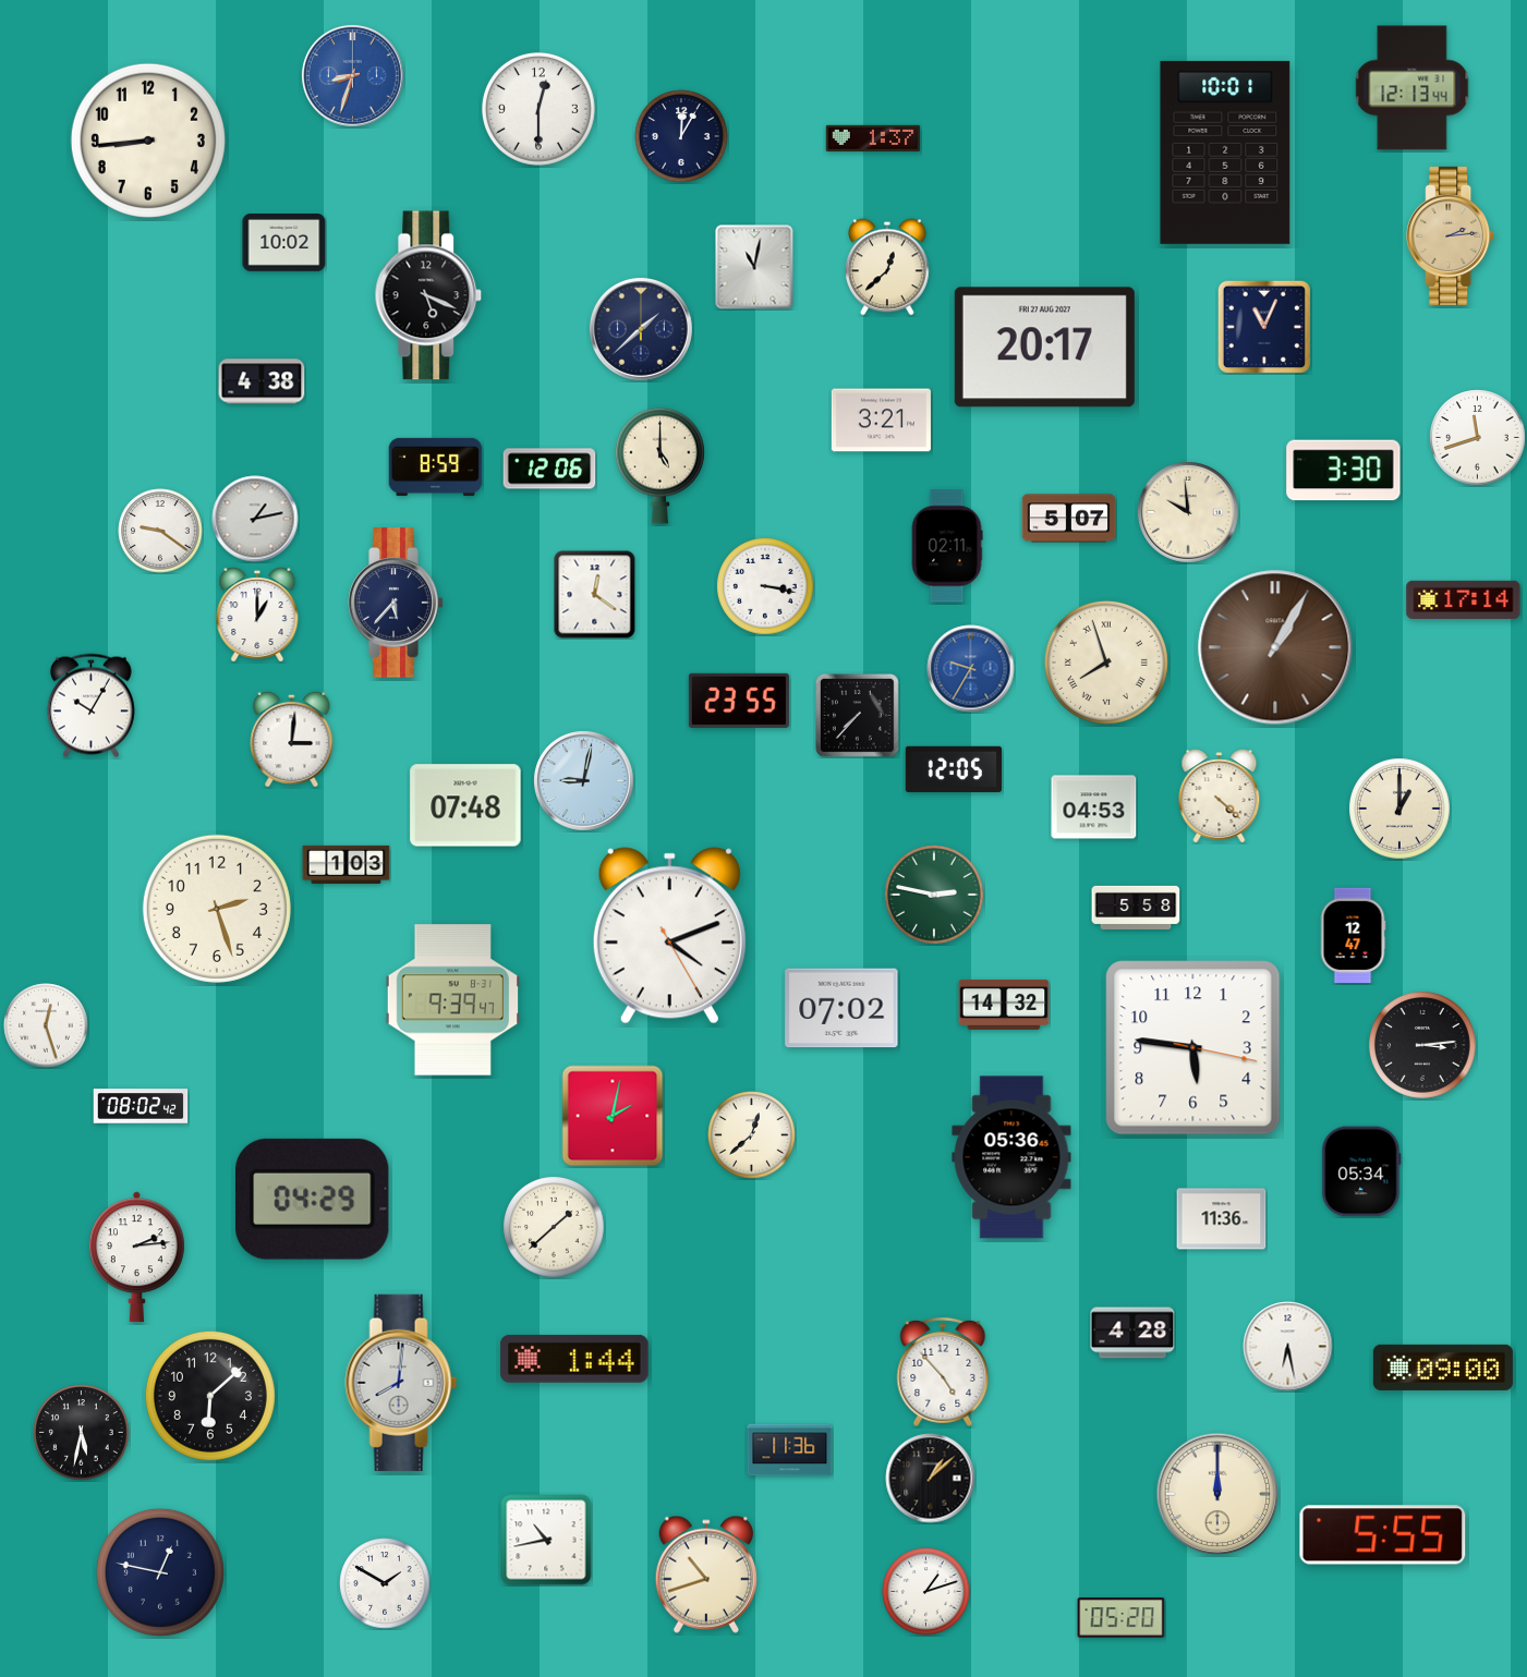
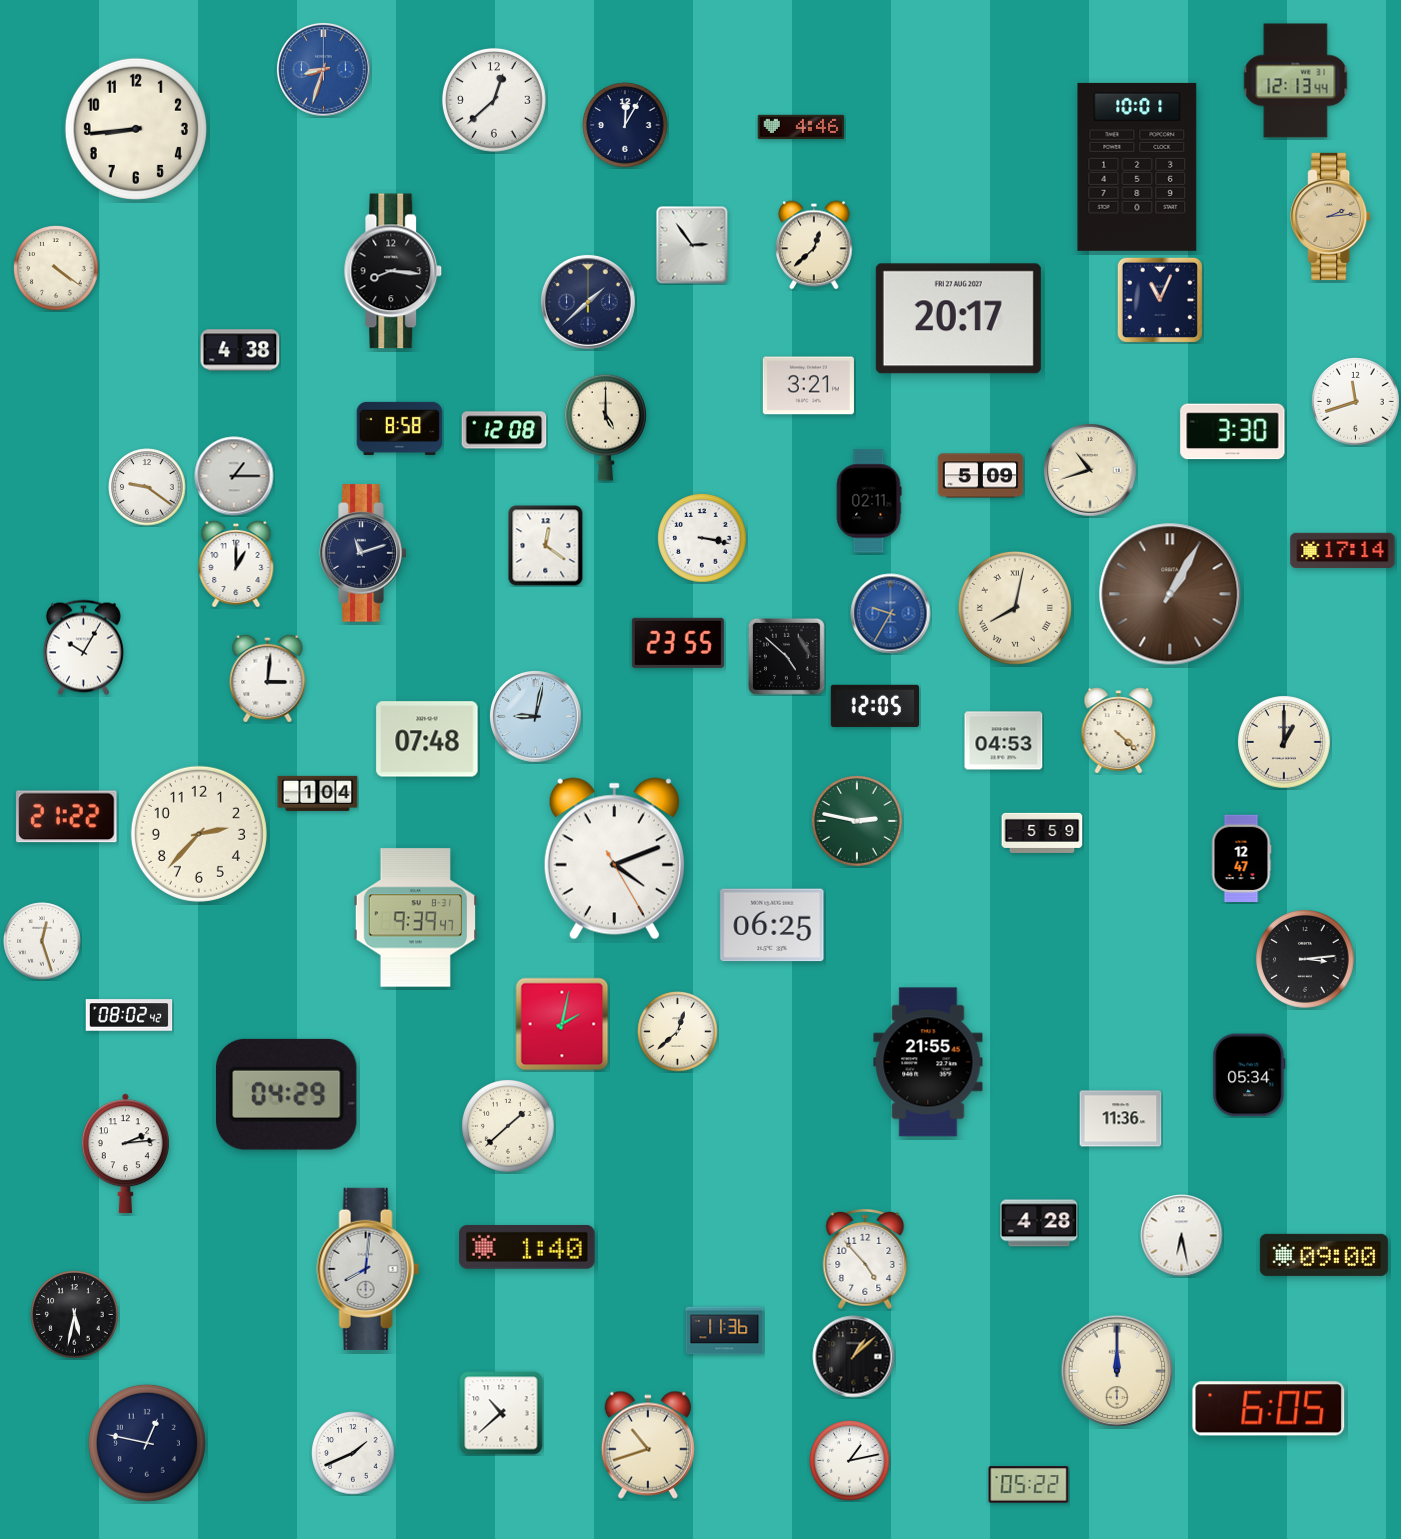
clock at (538, 109): 12:30 -> 12:38
clock at (873, 137): 1:37 -> 4:46
clock at (1225, 153) position: (1225, 153) -> (1137, 167)
clock at (284, 243): 10:02 -> none
clock at (754, 267): 11:02 -> 2:54
clock at (56, 268): none -> 4:21
clock at (428, 295): 5:19 -> 8:16
clock at (436, 466): 8:59 -> 8:58
clock at (549, 469): 12:06 -> 12:08
clock at (1189, 513): 9:59 -> 10:42
clock at (255, 519): 1:13 -> 1:15
clock at (1069, 519): 5:07 -> 5:09
clock at (396, 603): 5:37 -> 11:12
clock at (1106, 663): 7:57 -> 8:02
clock at (857, 715): 7:37 -> 4:52
clock at (347, 864): 1:03 -> 1:04
clock at (67, 817): none -> 21:22
clock at (1136, 908): 5:58 -> 5:59
clock at (217, 909): 2:27 -> 2:37
clock at (1004, 1005): 14:32 -> none
clock at (841, 1008): 07:02 -> 06:25
clock at (1193, 1048): 5:46 -> none
clock at (752, 1135) position: (752, 1135) -> (678, 1032)
clock at (1011, 1157): 05:36 -> 21:55
clock at (313, 1199) position: (313, 1199) -> (287, 1094)
clock at (574, 1359): 1:44 -> 1:40
clock at (210, 1396): 6:08 -> none
clock at (1383, 1535): 5:55 -> 6:05
clock at (546, 1540): 10:43 -> 10:38
clock at (385, 1583): 1:50 -> 1:41
clock at (926, 1592): 1:12 -> 1:13
clock at (1122, 1618): 05:20 -> 05:22
